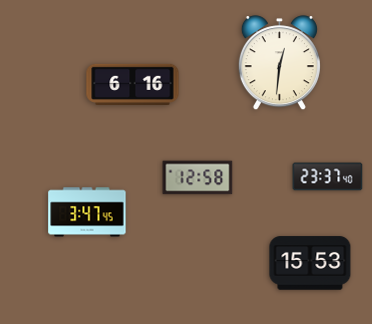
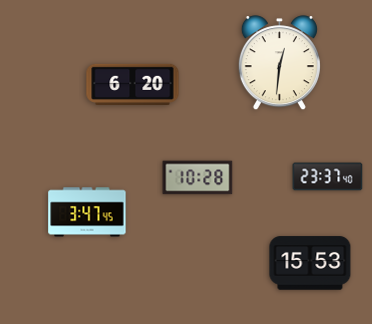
clock at (133, 84): 6:16 -> 6:20
clock at (198, 178): 12:58 -> 10:28
